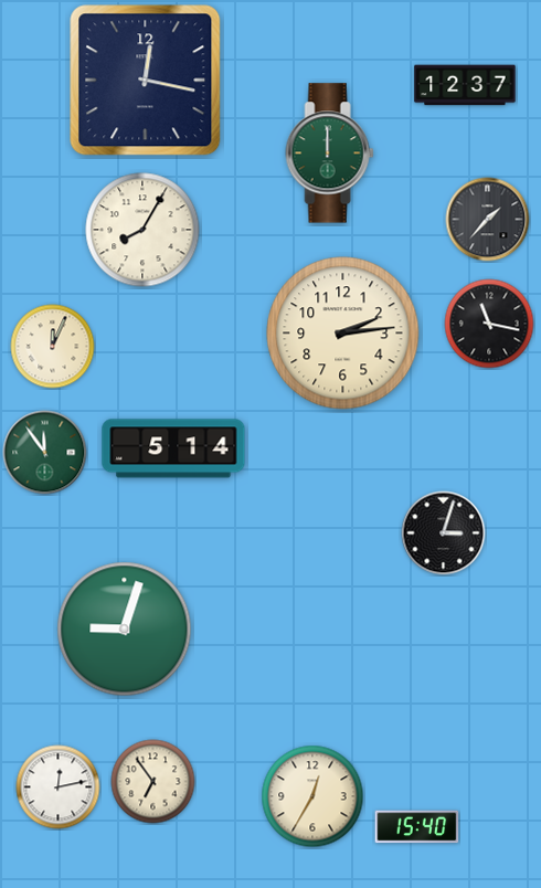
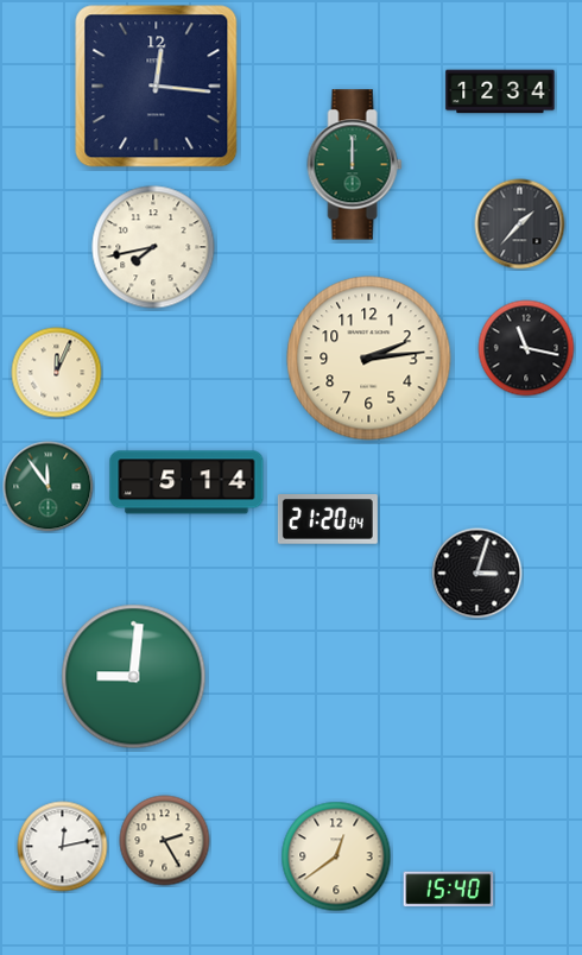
clock at (146, 81): 12:17 -> 12:16
clock at (465, 85): 12:37 -> 12:34
clock at (488, 220) position: (488, 220) -> (520, 224)
clock at (142, 230): 8:05 -> 7:43
clock at (328, 519): none -> 21:20
clock at (125, 630): 9:03 -> 9:01
clock at (153, 782): 6:54 -> 2:25
clock at (312, 796): 12:35 -> 12:39
